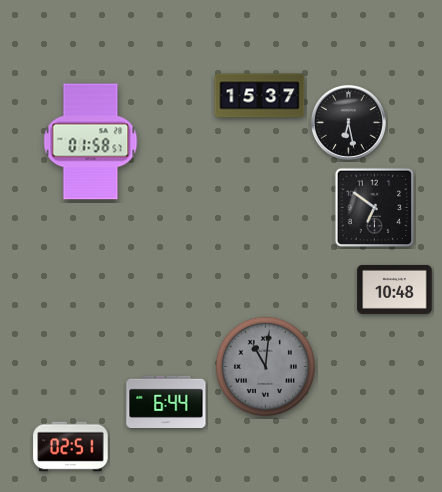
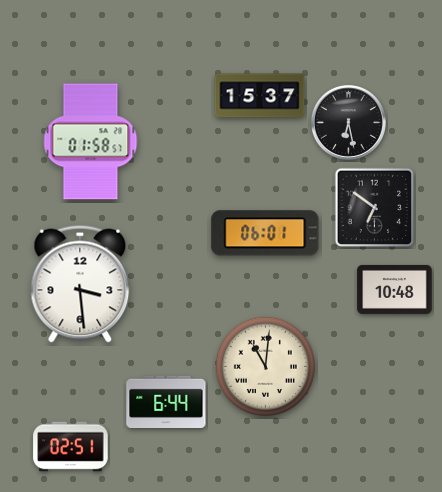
clock at (265, 233): none -> 06:01
clock at (80, 284): none -> 3:29
clock at (265, 366) dial: grey -> cream
